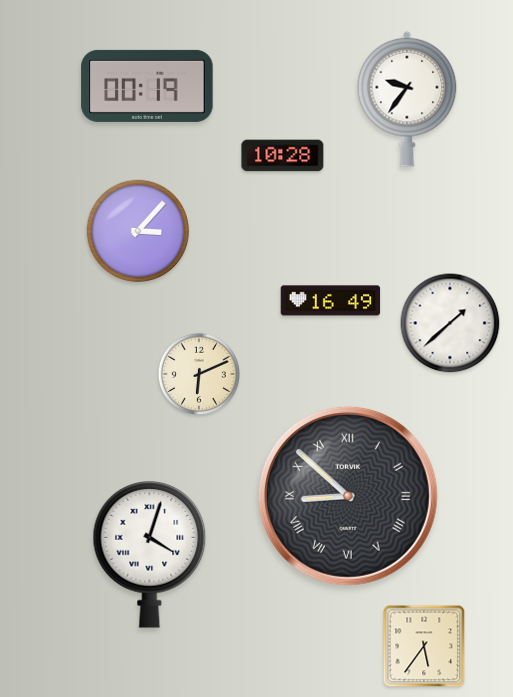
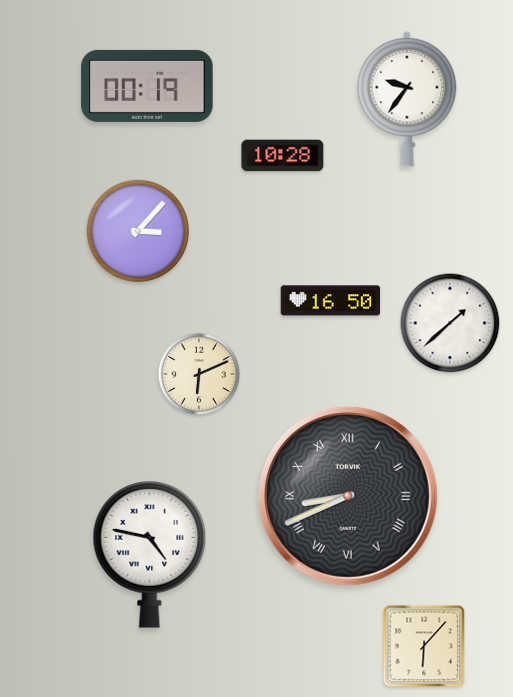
clock at (331, 301): 16:49 -> 16:50
clock at (348, 496): 8:52 -> 8:41
clock at (150, 555): 4:03 -> 4:47
clock at (424, 646): 5:36 -> 6:07
